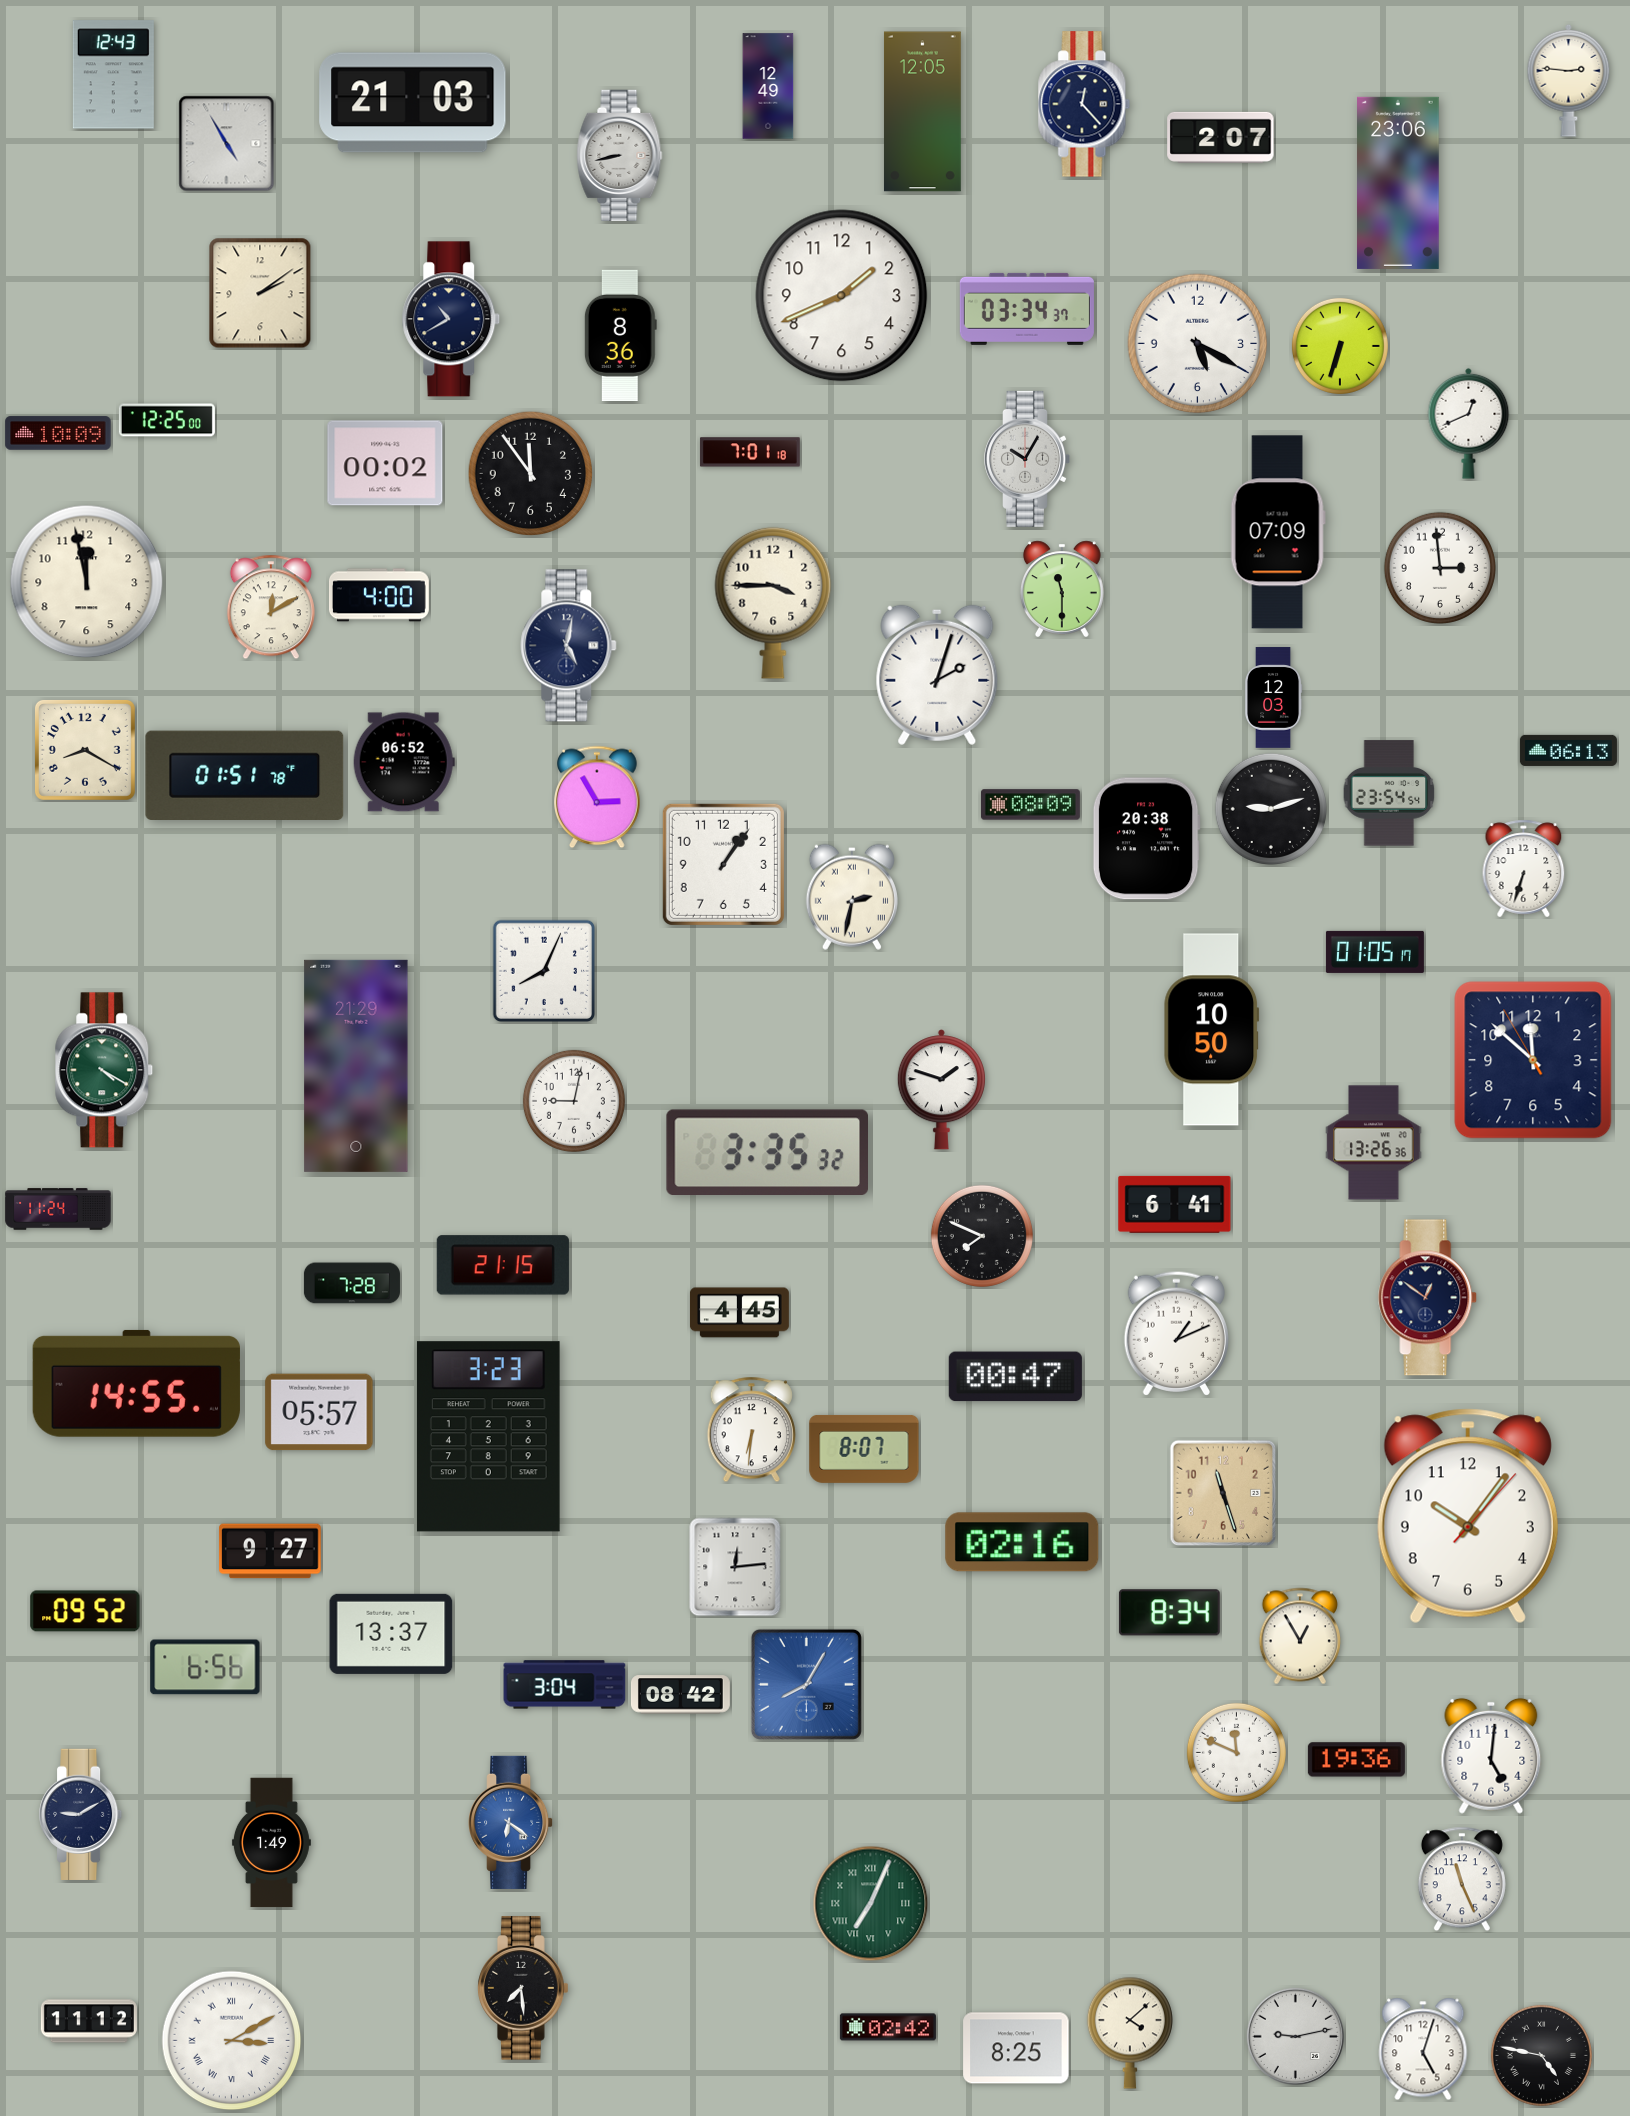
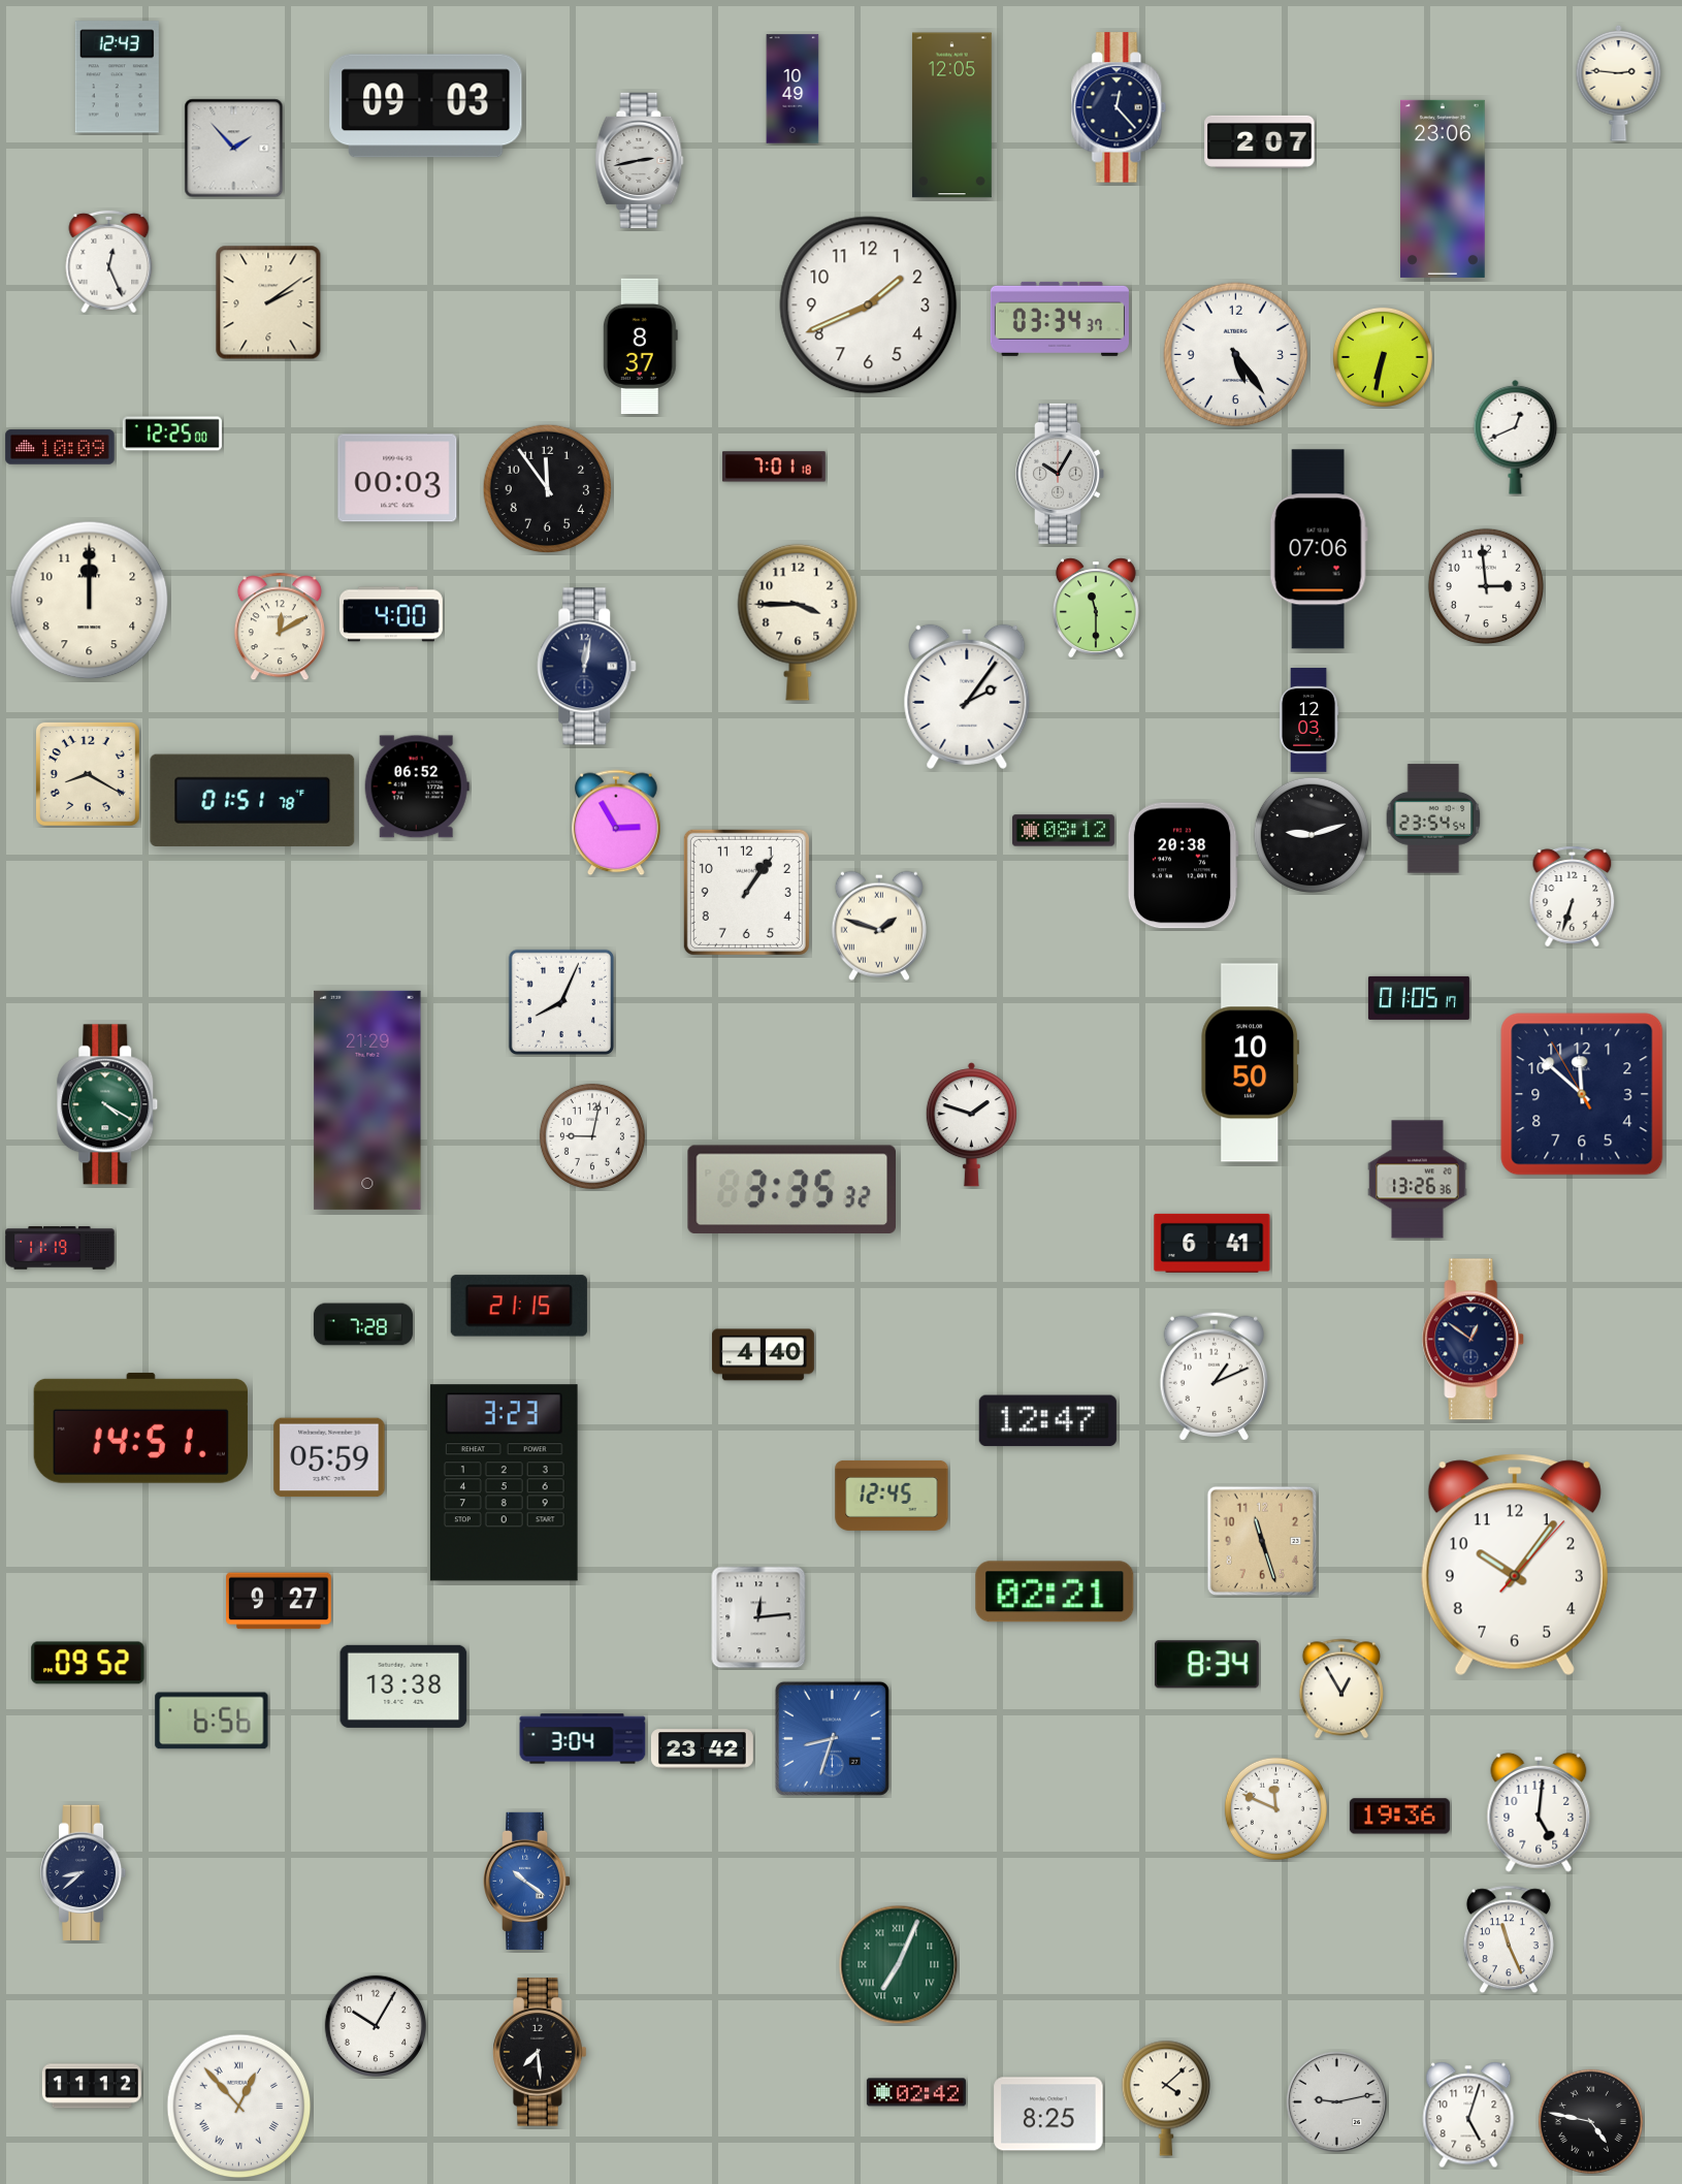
clock at (768, 86): 12:49 -> 10:49
clock at (413, 103): 21:03 -> 09:03
clock at (227, 144): 4:55 -> 1:53
clock at (620, 155): 8:43 -> 2:43
clock at (109, 261): none -> 12:26
clock at (451, 319): 10:40 -> none
clock at (620, 335): 8:36 -> 8:37
clock at (1198, 344): 5:20 -> 5:24
clock at (1340, 346): 6:33 -> 6:32
clock at (385, 463): 00:02 -> 00:03
clock at (1278, 532): 07:09 -> 07:06
clock at (87, 582): 11:58 -> 12:00
clock at (569, 646): 5:02 -> 12:02
clock at (937, 675): 2:03 -> 2:06
clock at (1273, 698) position: (1273, 698) -> (1308, 720)
clock at (1568, 750): 06:13 -> none
clock at (1030, 805): 08:09 -> 08:12
clock at (852, 897): 2:32 -> 1:48
clock at (1375, 952) position: (1375, 952) -> (1419, 998)
clock at (58, 1209): 11:24 -> 11:19
clock at (982, 1236): 7:49 -> none
clock at (739, 1313): 4:45 -> 4:40
clock at (1015, 1377): 00:47 -> 12:47
clock at (136, 1383): 14:55 -> 14:51
clock at (319, 1412): 05:57 -> 05:59
clock at (751, 1430): 6:31 -> none
clock at (864, 1449): 8:07 -> 12:45
clock at (1022, 1542): 02:16 -> 02:21
clock at (391, 1634): 13:37 -> 13:38
clock at (806, 1684): 8:05 -> 8:33
clock at (680, 1695): 08:42 -> 23:42
clock at (82, 1814): 9:10 -> 8:38
clock at (512, 1822): 6:21 -> 10:21
clock at (271, 1843): 1:49 -> none
clock at (375, 2025): none -> 10:05
clock at (232, 2041): 3:10 -> 12:53
